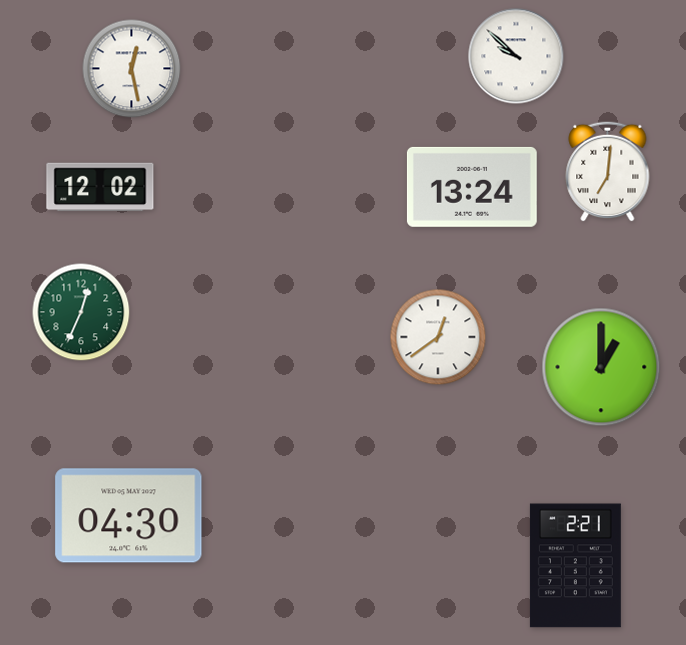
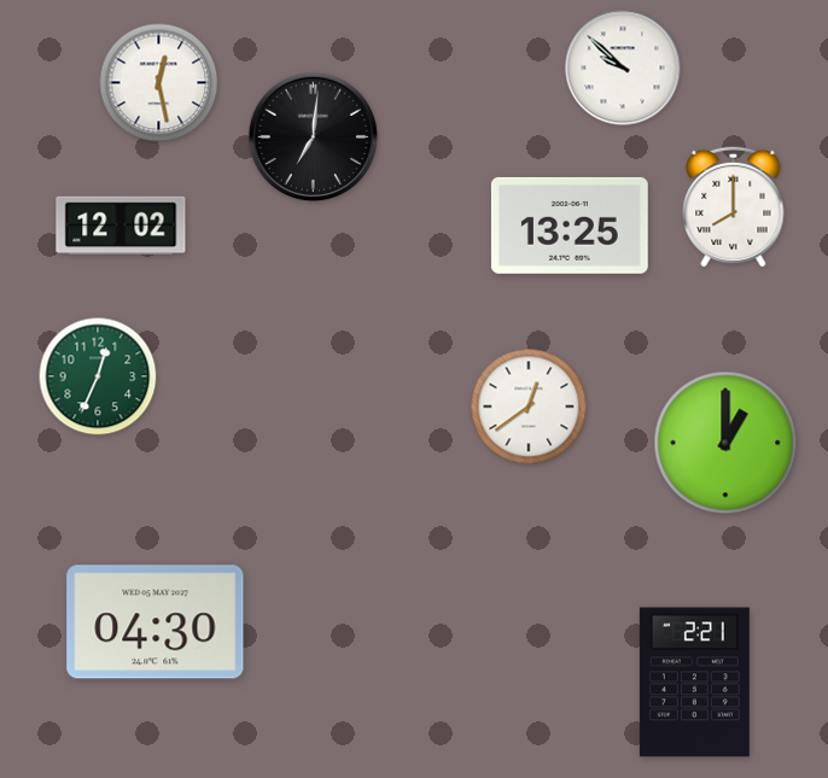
clock at (314, 138): none -> 7:01
clock at (608, 171): 7:01 -> 8:00
clock at (472, 187): 13:24 -> 13:25
